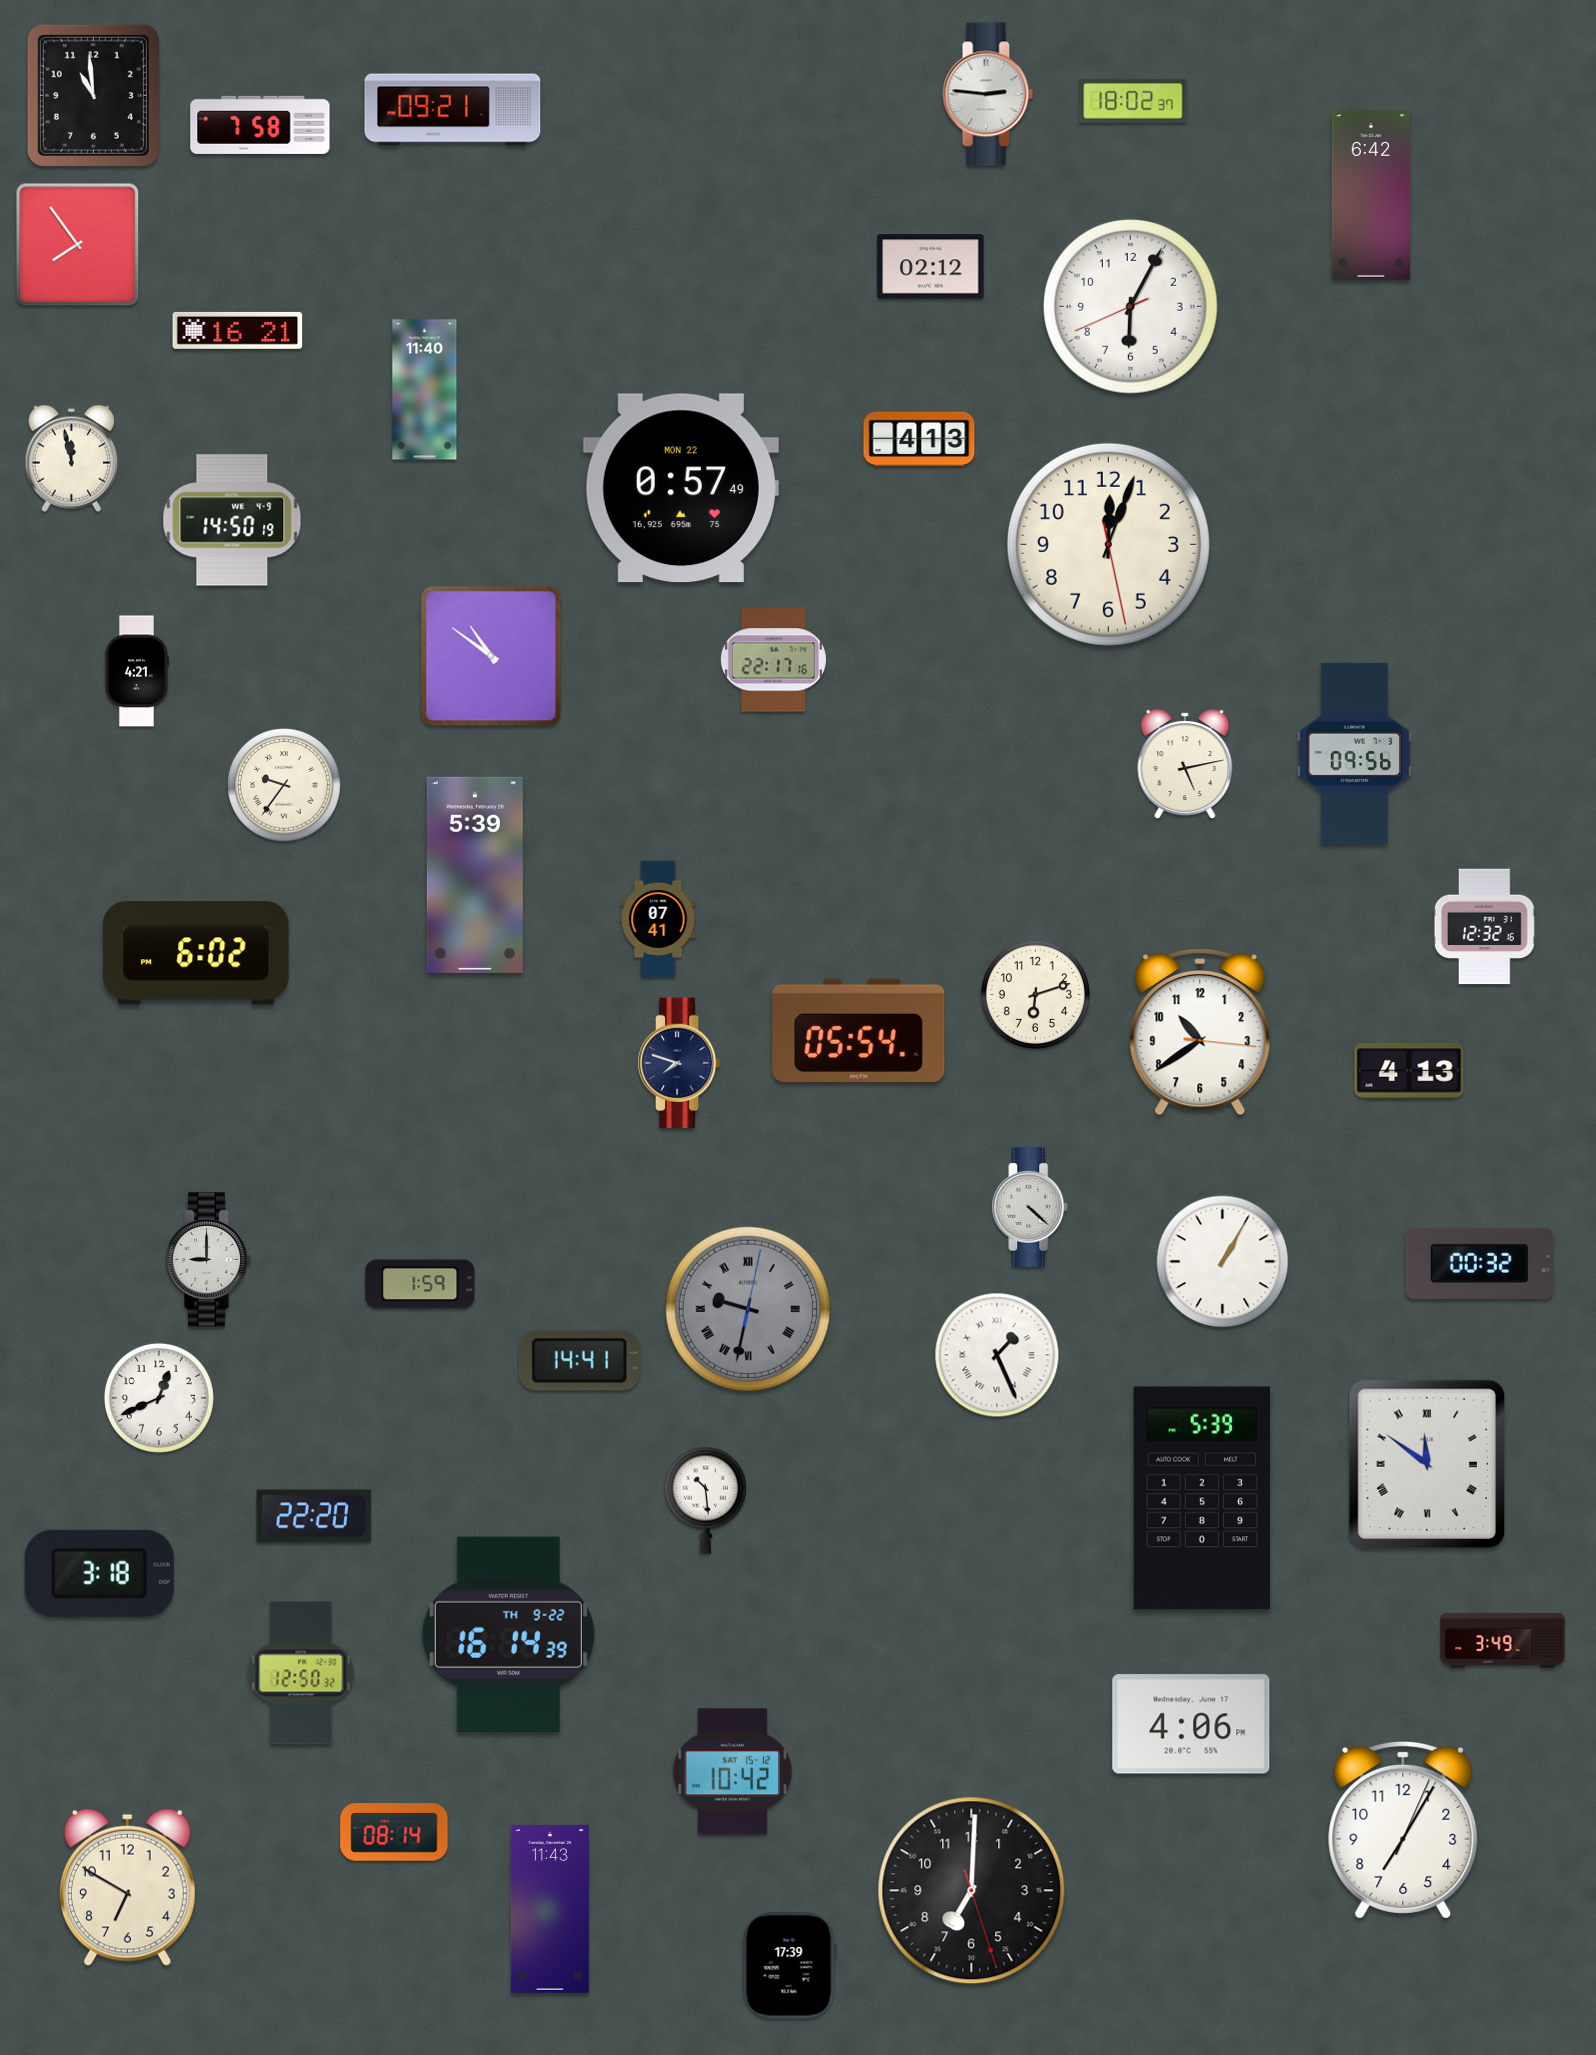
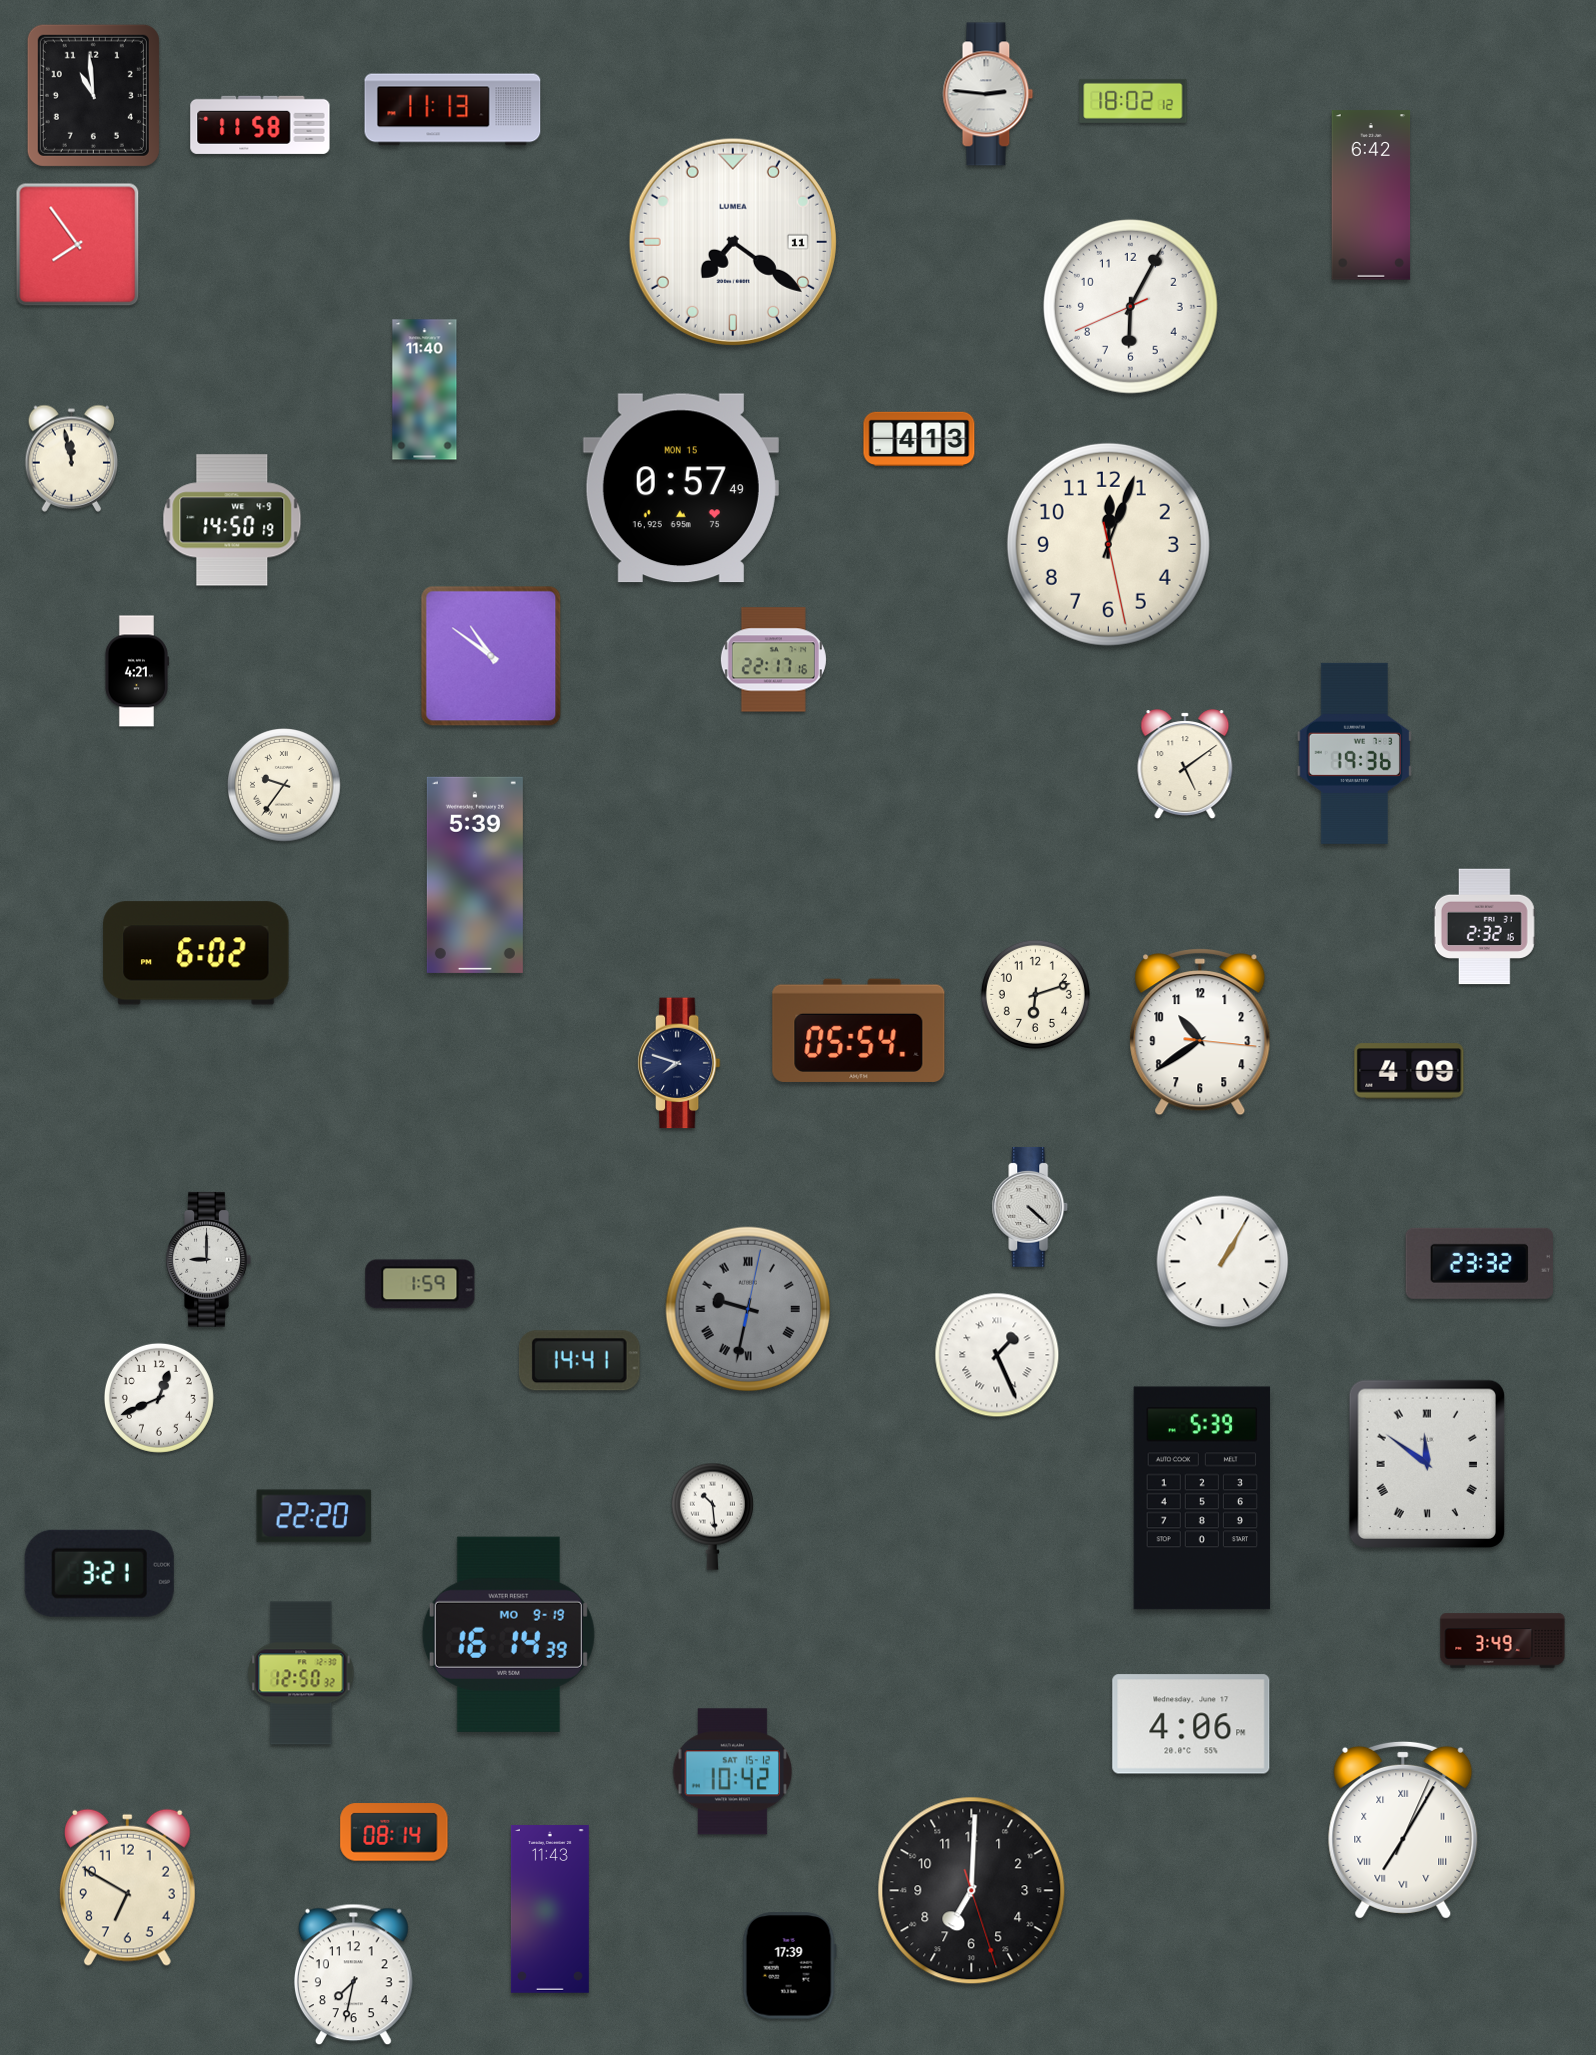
clock at (1133, 101): 18:02:37 -> 18:02:12
clock at (453, 110): 09:21 -> 11:13
clock at (260, 125): 7:58 -> 11:58
clock at (733, 242): none -> 7:21
clock at (931, 267): 02:12 -> none
clock at (238, 330): 16:21 -> none
clock at (681, 488) date: MON 22 -> MON 15
clock at (1354, 753): 09:56 -> 19:36
clock at (1185, 764): 5:13 -> 5:09
clock at (658, 919): 07:41 -> none
clock at (1484, 927): 12:32 -> 2:32
clock at (1409, 1071): 4:13 -> 4:09
clock at (1479, 1263): 00:32 -> 23:32
clock at (705, 1500) position: (705, 1500) -> (712, 1516)
clock at (99, 1573): 3:18 -> 3:21
clock at (508, 1634) date: TH 9-22 -> MO 9-19
clock at (1403, 1830) numerals: Arabic -> Roman
clock at (353, 1975): none -> 7:32
